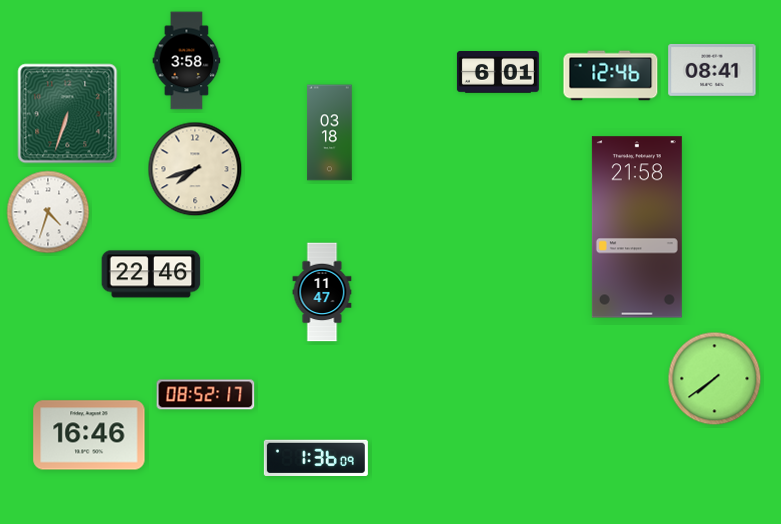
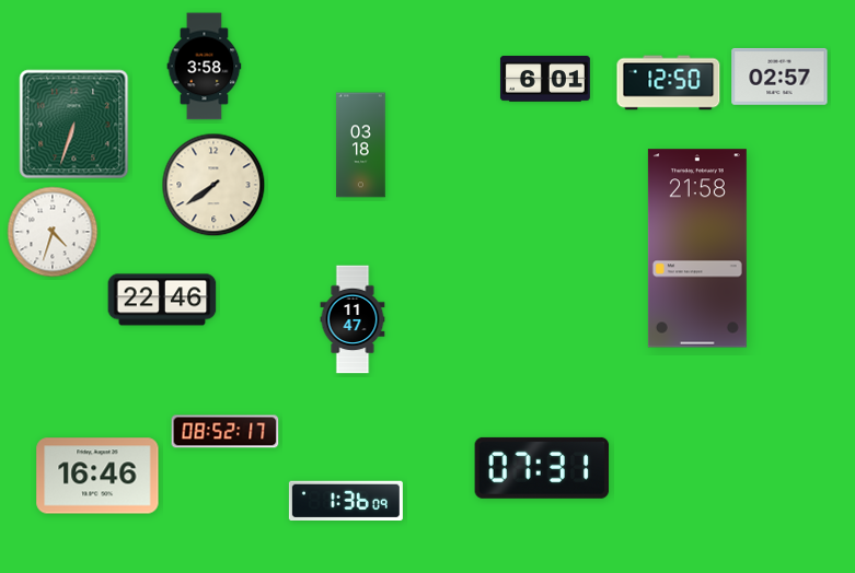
clock at (712, 70): 08:41 -> 02:57
clock at (611, 76): 12:46 -> 12:50
clock at (195, 169): 7:42 -> 7:39
clock at (151, 274) position: (151, 274) -> (162, 300)
clock at (715, 379): 7:39 -> none
clock at (542, 468): none -> 07:31
